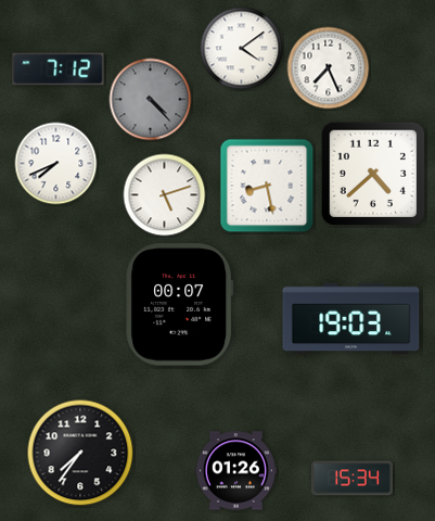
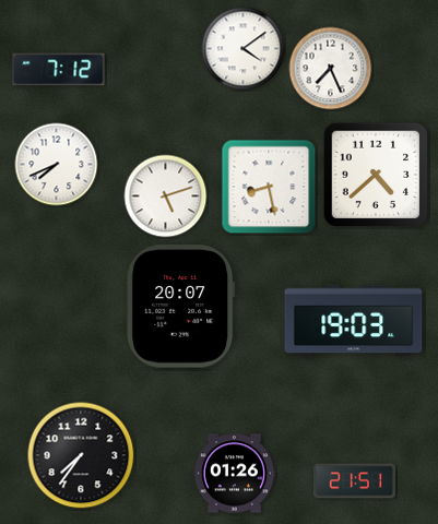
clock at (151, 100): 4:23 -> none
clock at (180, 305): 00:07 -> 20:07
clock at (235, 471) position: (235, 471) -> (234, 474)
clock at (351, 479): 15:34 -> 21:51
